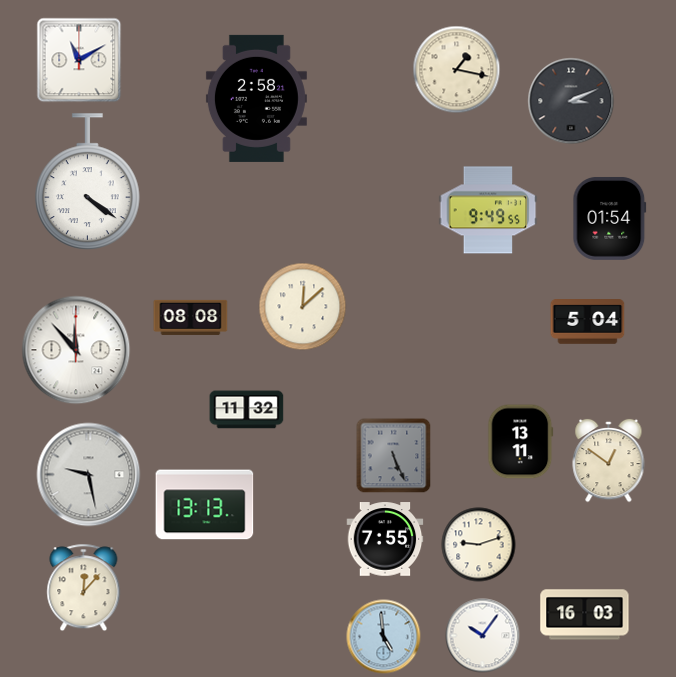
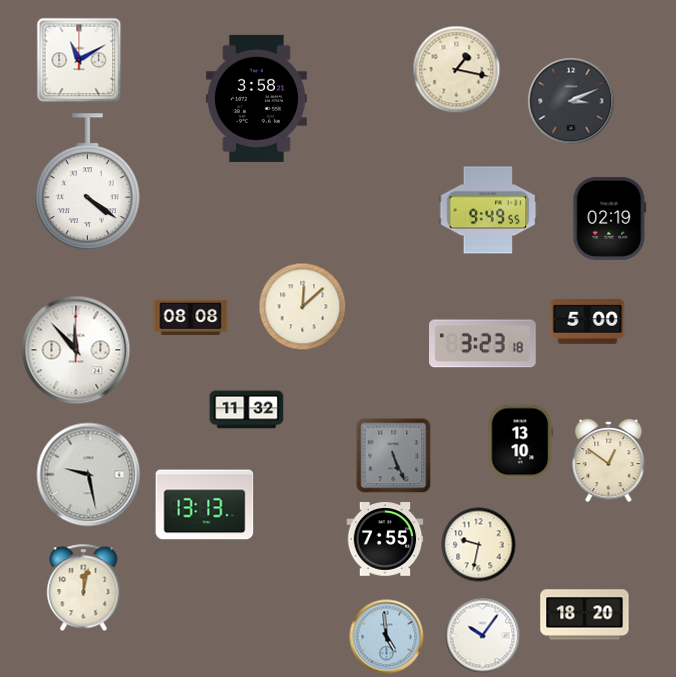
clock at (256, 98): 2:58 -> 3:58
clock at (610, 218): 01:54 -> 02:19
clock at (588, 322): 5:04 -> 5:00
clock at (483, 344): none -> 3:23
clock at (521, 442): 13:11 -> 13:10
clock at (479, 545): 9:12 -> 9:32
clock at (84, 588): 12:07 -> 12:02
clock at (585, 615): 16:03 -> 18:20
clock at (384, 637) position: (384, 637) -> (387, 637)
